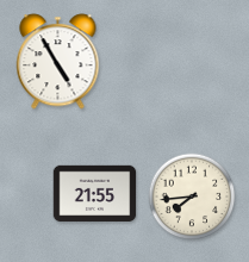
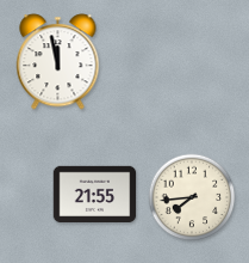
clock at (58, 62): 4:55 -> 11:58
